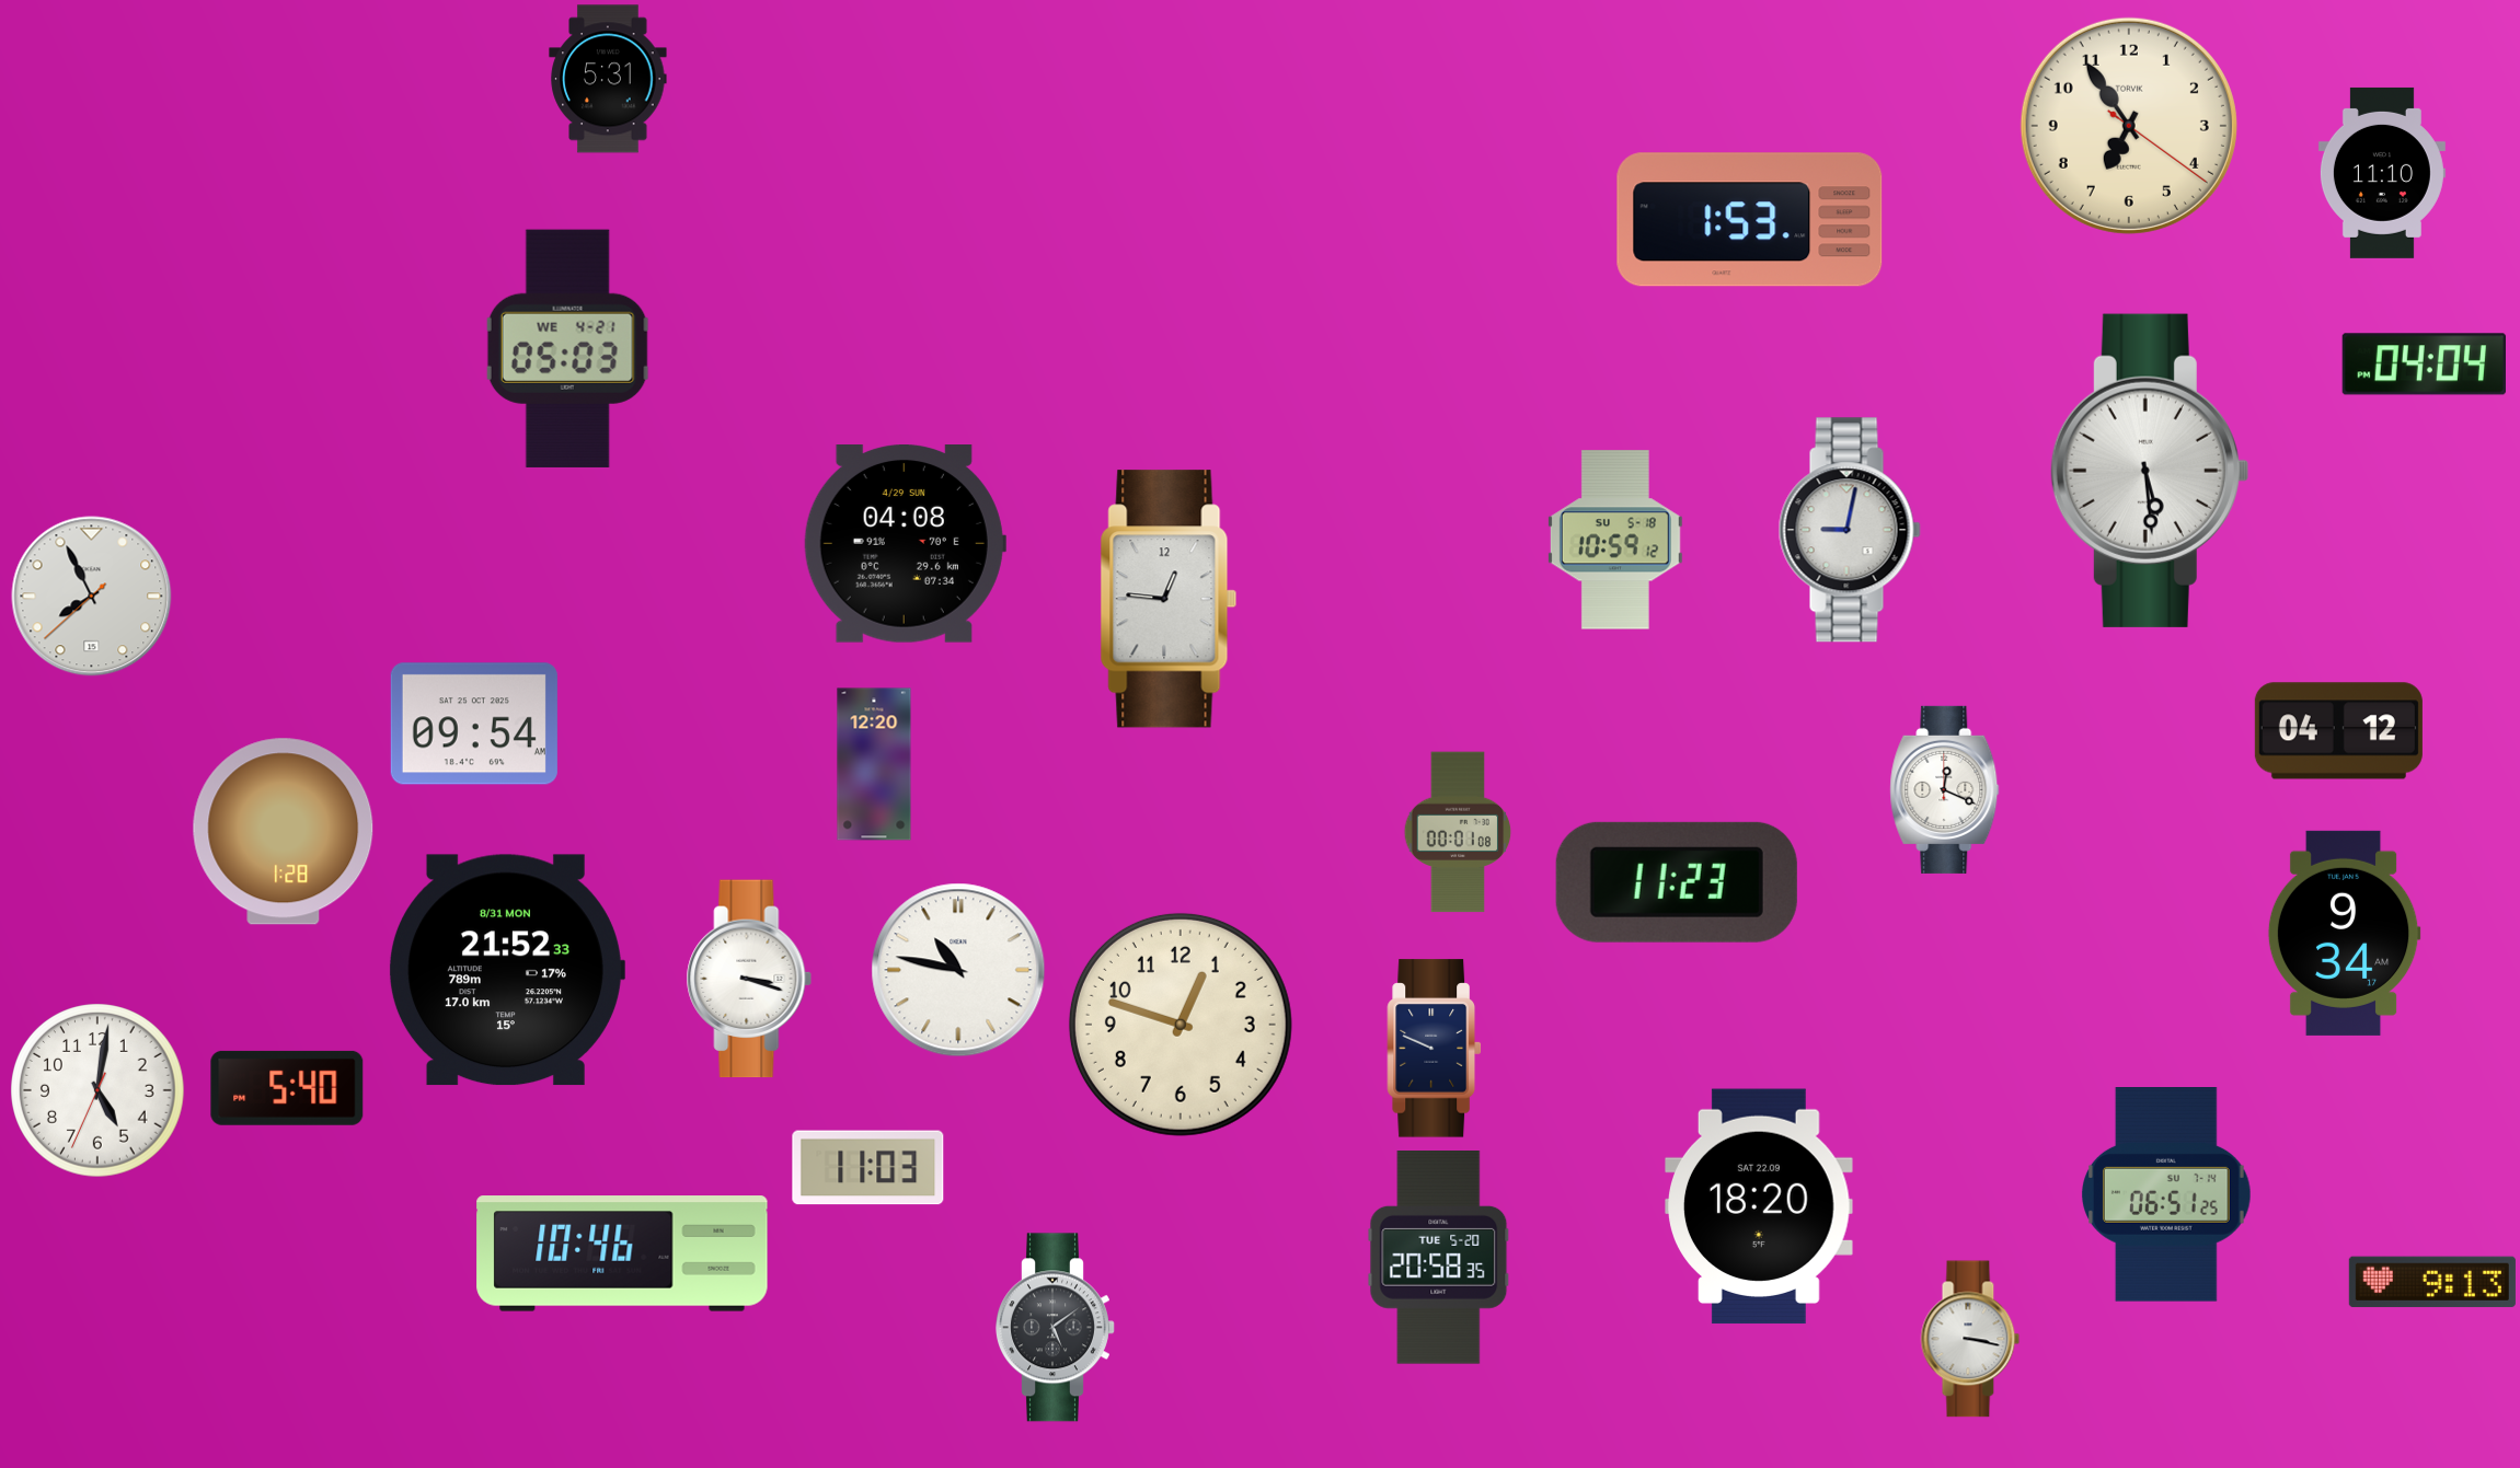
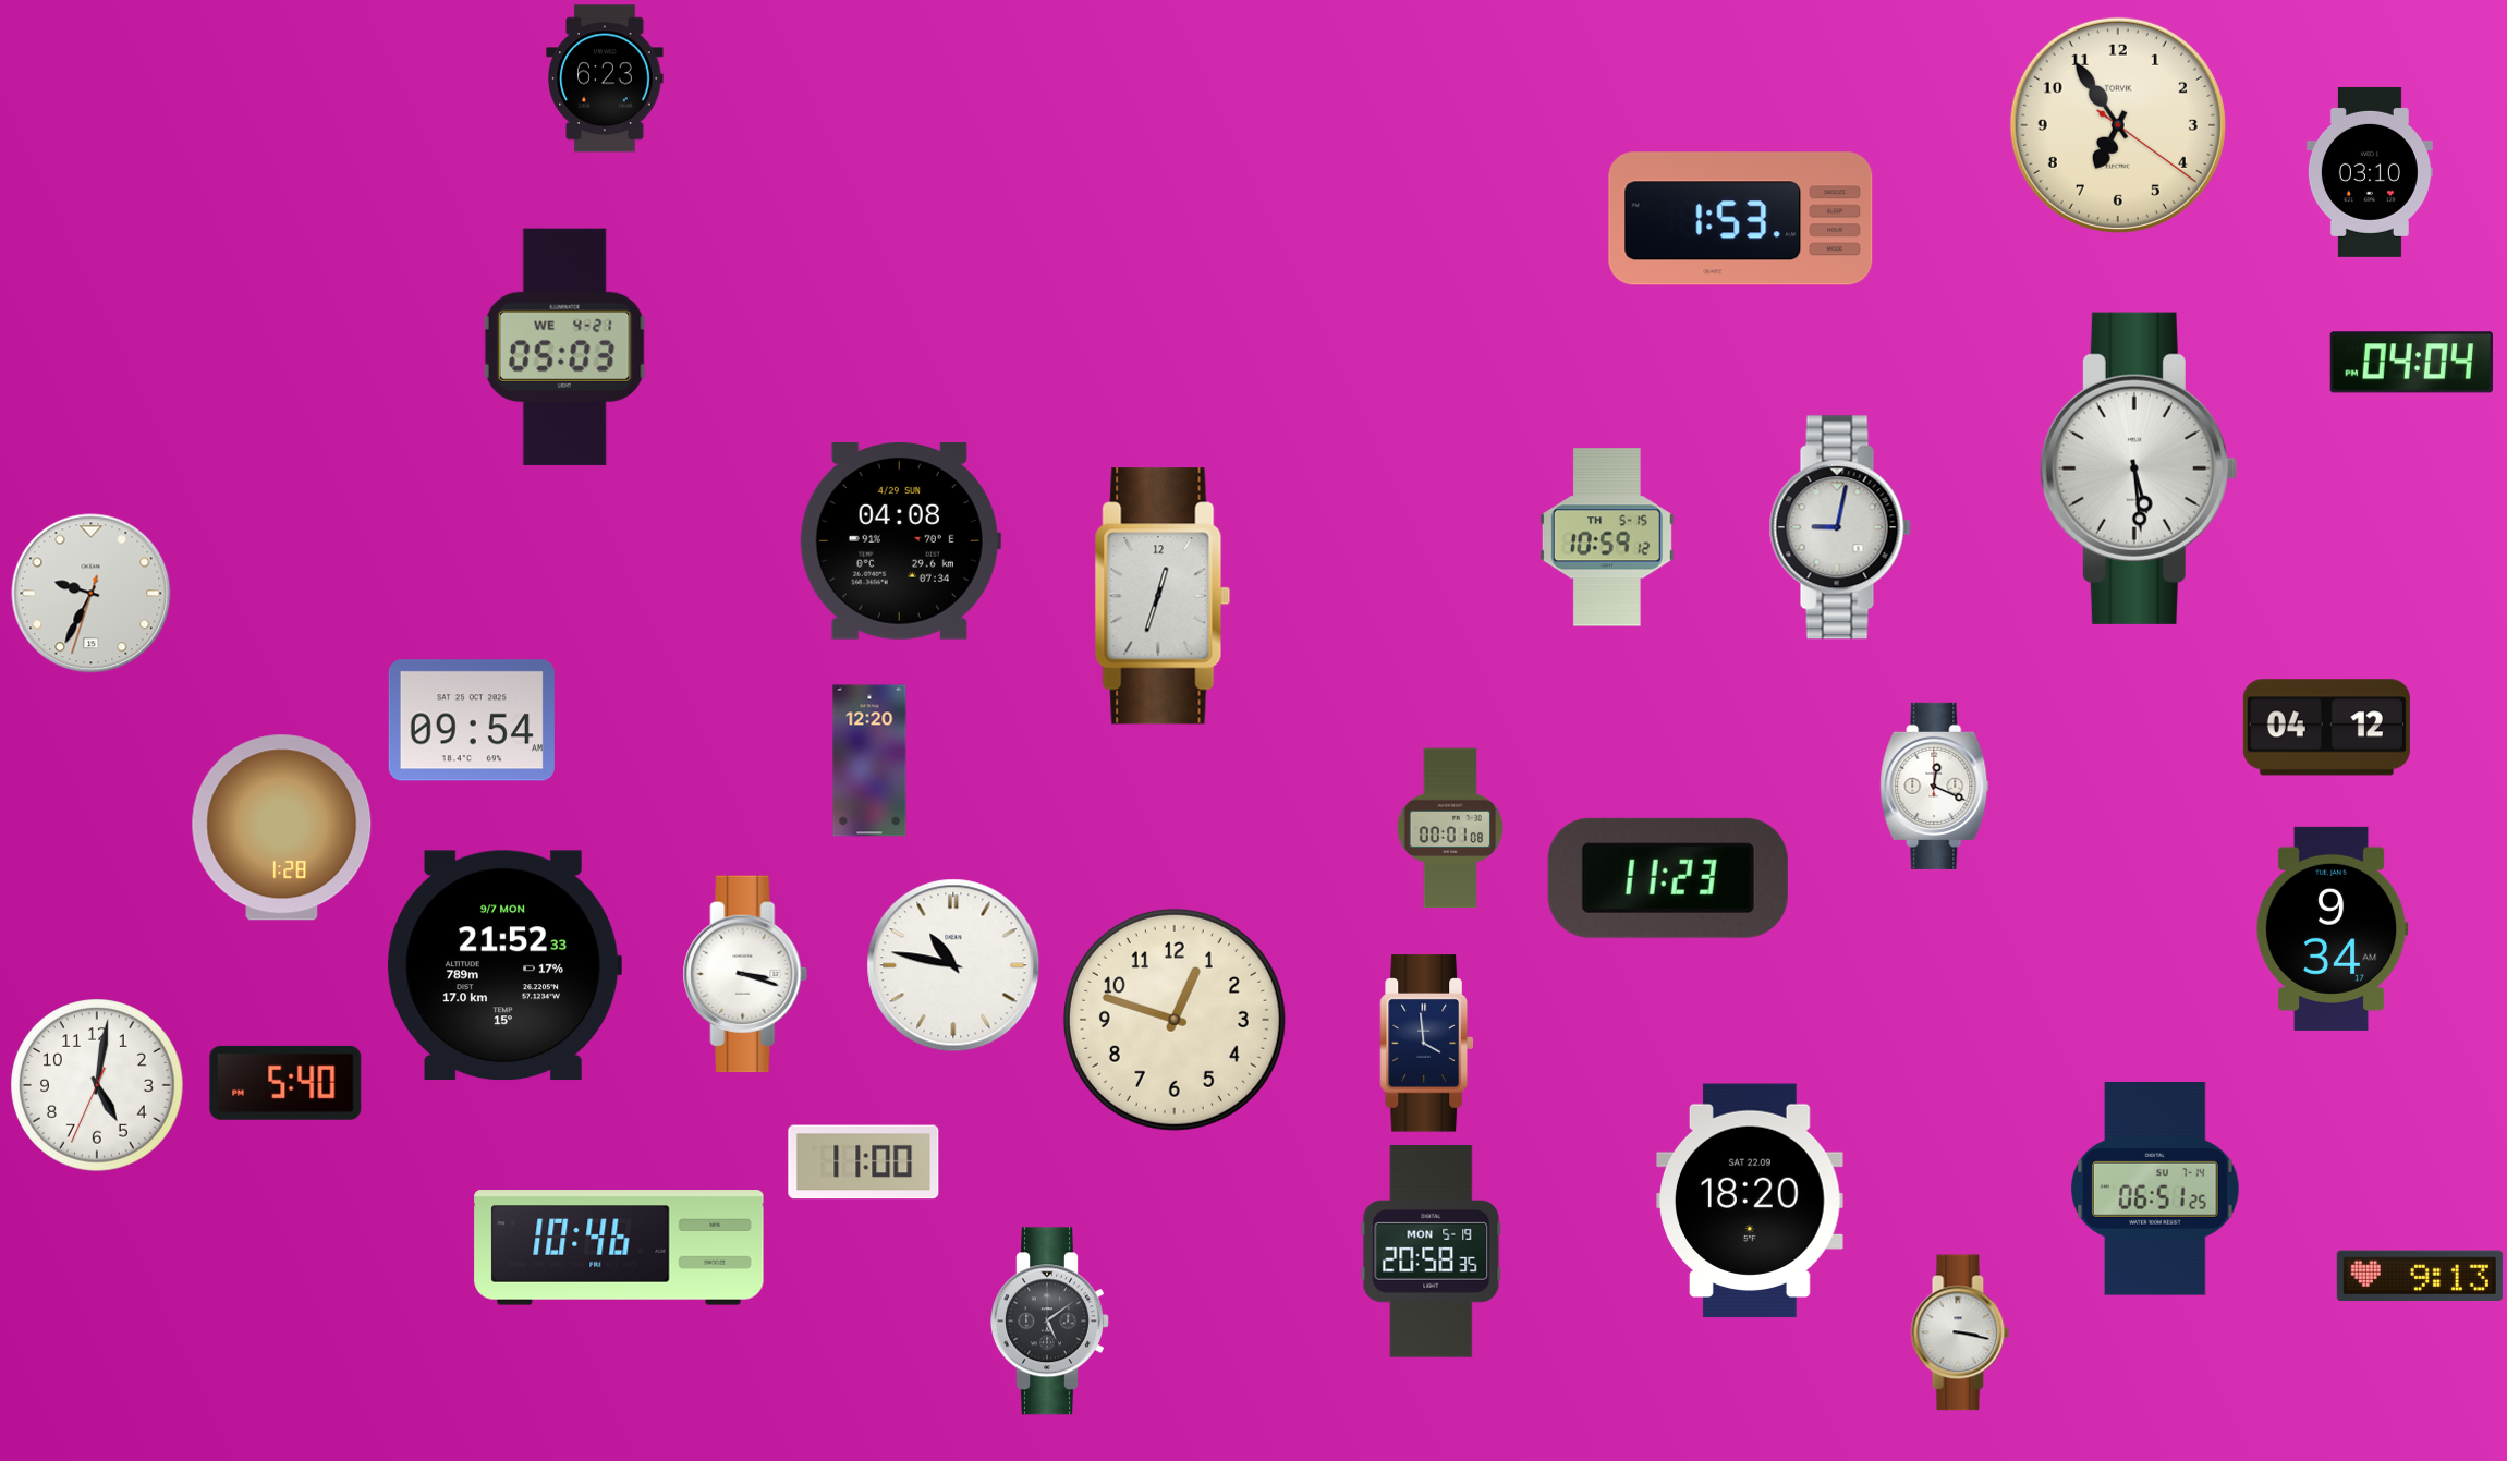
clock at (608, 79): 5:31 -> 6:23
clock at (2382, 173): 11:10 -> 03:10
clock at (1615, 540) date: SU 5-18 -> TH 5-15
clock at (92, 597): 7:55 -> 9:34
clock at (1169, 599): 12:46 -> 12:33
clock at (506, 970) date: 8/31 MON -> 9/7 MON
clock at (1434, 1049): 9:49 -> 3:59
clock at (868, 1168): 11:03 -> 11:00
clock at (1439, 1258) date: TUE 5-20 -> MON 5-19
